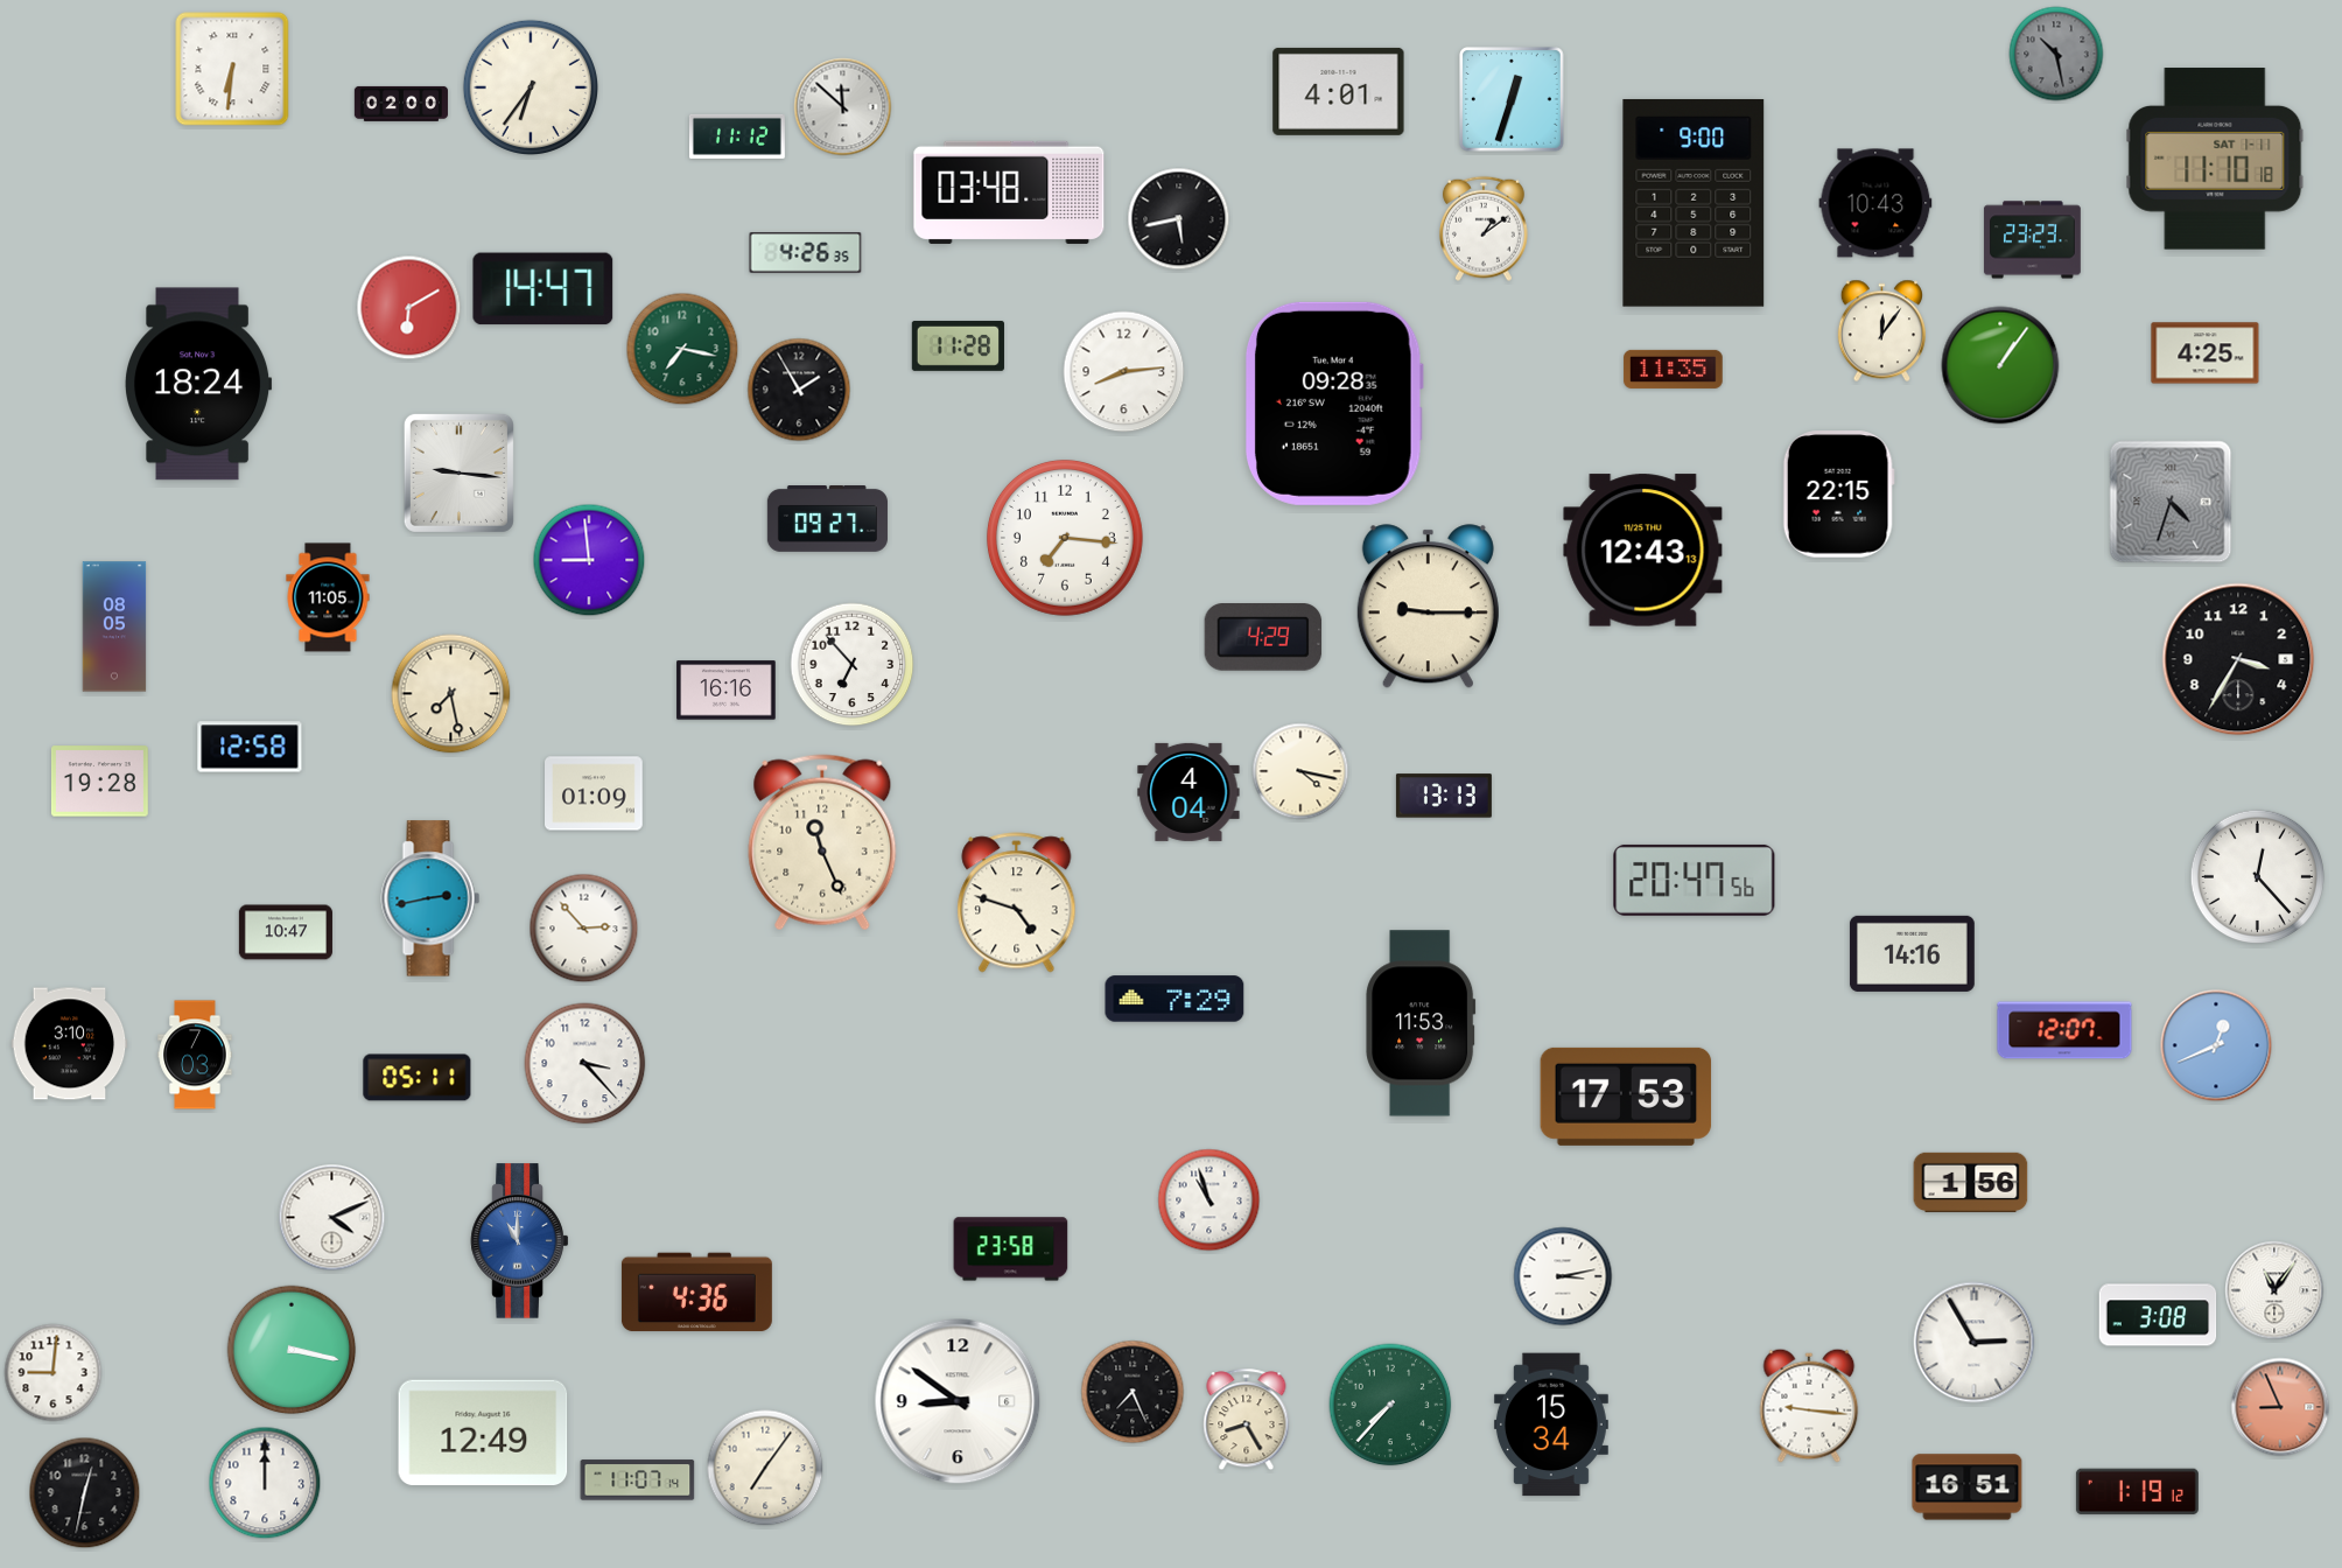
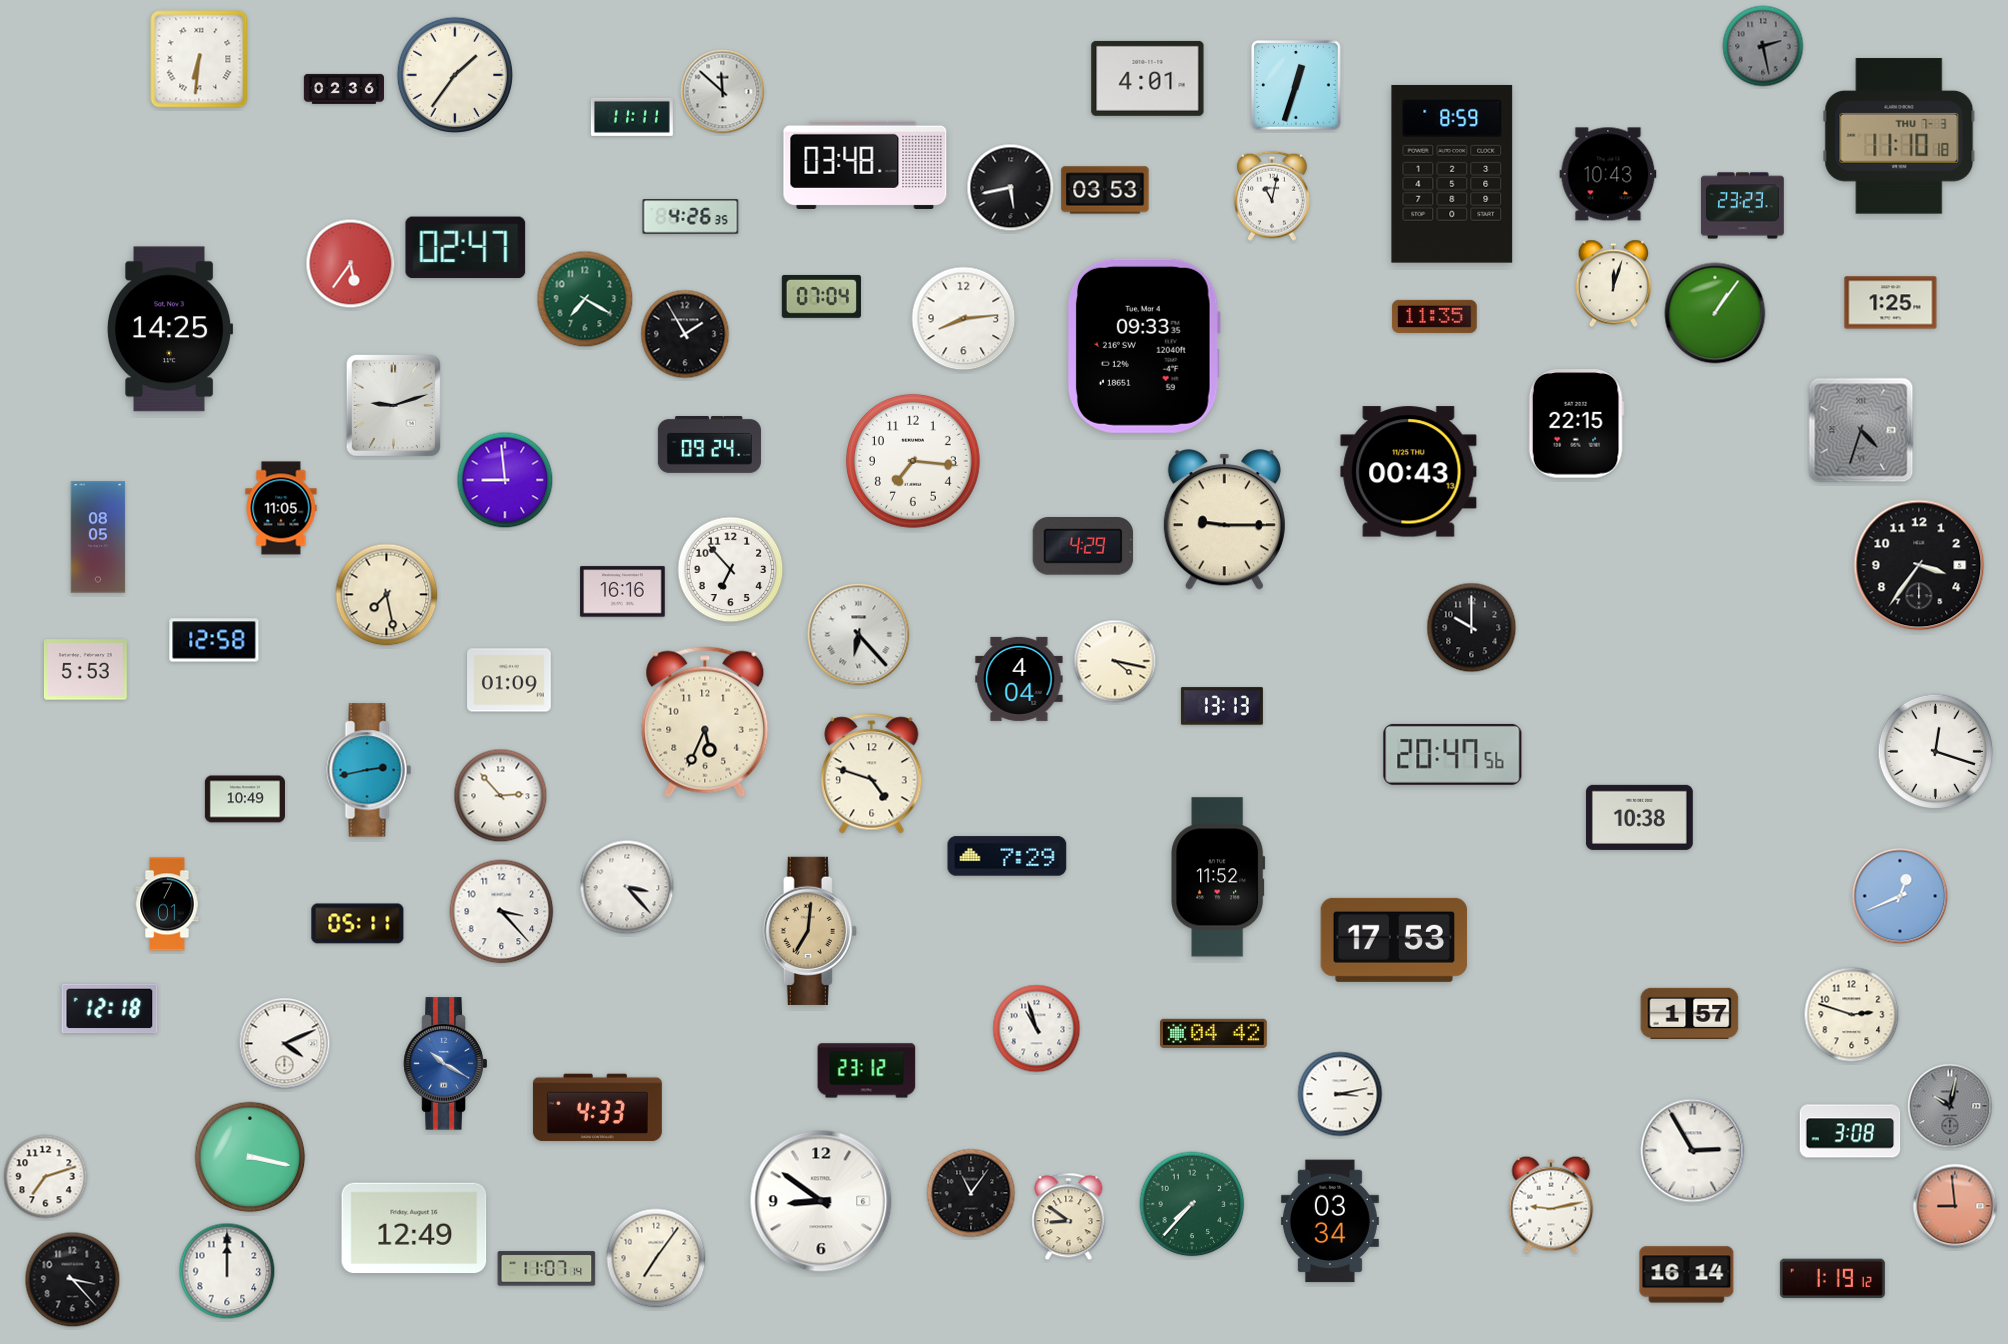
clock at (2056, 54): 10:28 -> 2:28
clock at (530, 86): 6:36 -> 1:36
clock at (401, 104): 02:00 -> 02:36
clock at (737, 136): 11:12 -> 11:11
clock at (2215, 159) date: SAT 1-11 -> THU 7-3
clock at (1694, 203): 9:00 -> 8:59
clock at (1105, 190): none -> 03:53
clock at (1484, 229): 1:09 -> 11:02
clock at (544, 289): 14:47 -> 02:47
clock at (409, 308): 6:10 -> 5:36
clock at (1881, 331): 12:06 -> 12:03
clock at (958, 345): 11:28 -> 07:04
clock at (682, 349): 7:17 -> 7:20
clock at (2206, 353): 4:25 -> 1:25
clock at (199, 384): 18:24 -> 14:25
clock at (1334, 404): 09:28 -> 09:33
clock at (458, 473): 9:16 -> 9:12
clock at (827, 519): 09:27 -> 09:24
clock at (1643, 551): 12:43 -> 00:43
clock at (328, 597) position: (328, 597) -> (281, 508)
clock at (2238, 659): 3:35 -> 3:36
clock at (1472, 628): none -> 10:00
clock at (859, 635): none -> 6:23
clock at (99, 782): 19:28 -> 5:53
clock at (1444, 796) position: (1444, 796) -> (1222, 706)
clock at (822, 842): 11:26 -> 5:34
clock at (2257, 876): 12:23 -> 12:18
clock at (286, 932): 10:47 -> 10:49
clock at (1913, 953): 14:16 -> 10:38
clock at (1421, 1023): 11:53 -> 11:52
clock at (2064, 1030): 12:07 -> none
clock at (627, 887): none -> 3:23
clock at (70, 1044): 3:10 -> none
clock at (195, 1055): 7:03 -> 7:01
clock at (810, 931): none -> 7:01
clock at (110, 1009): none -> 12:18
clock at (1971, 1182): 1:56 -> 1:57
clock at (1852, 1015): none -> 2:48
clock at (1214, 1033): none -> 04:42
clock at (520, 1241): 11:00 -> 10:20
clock at (1011, 1249): 23:58 -> 23:12
clock at (2274, 1290): 11:06 -> 10:02
clock at (2274, 1290) dial: white -> grey
clock at (696, 1293): 4:36 -> 4:33
clock at (2158, 1315) position: (2158, 1315) -> (1850, 1131)
clock at (54, 1373): 9:01 -> 7:12
clock at (1133, 1392): 7:26 -> 11:06
clock at (1809, 1406): 9:16 -> 9:13
clock at (2280, 1407): 8:56 -> 8:59
clock at (1247, 1420): 8:25 -> 8:51
clock at (1551, 1424): 15:34 -> 03:34
clock at (1968, 1487): 16:51 -> 16:14
clock at (85, 1493): 12:32 -> 3:23
